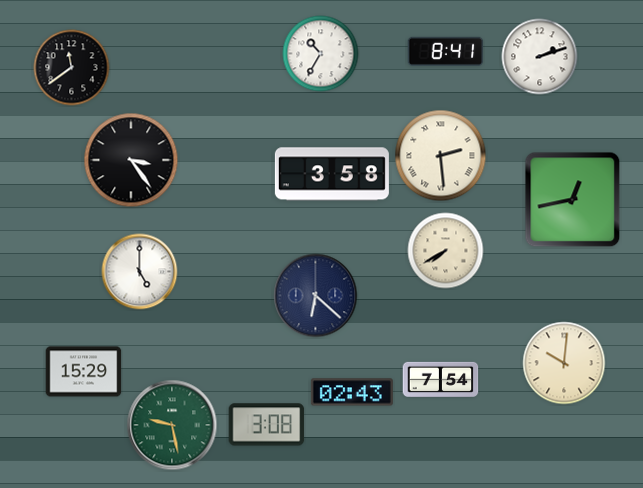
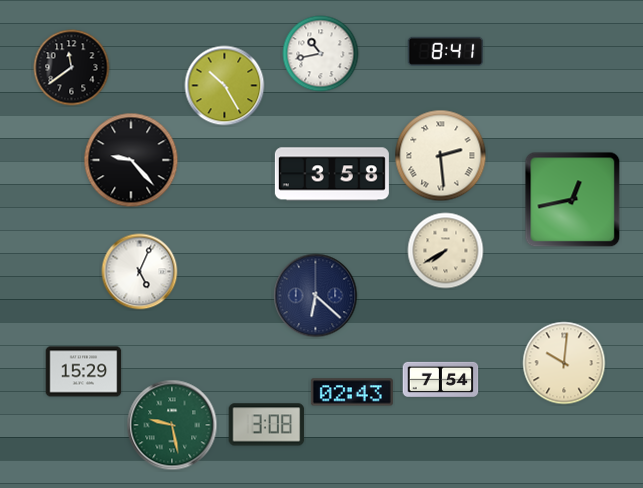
clock at (321, 54): 10:35 -> 10:43
clock at (540, 57): 2:12 -> none
clock at (225, 86): none -> 10:25
clock at (131, 160): 3:24 -> 9:23
clock at (140, 272): 5:00 -> 5:04
